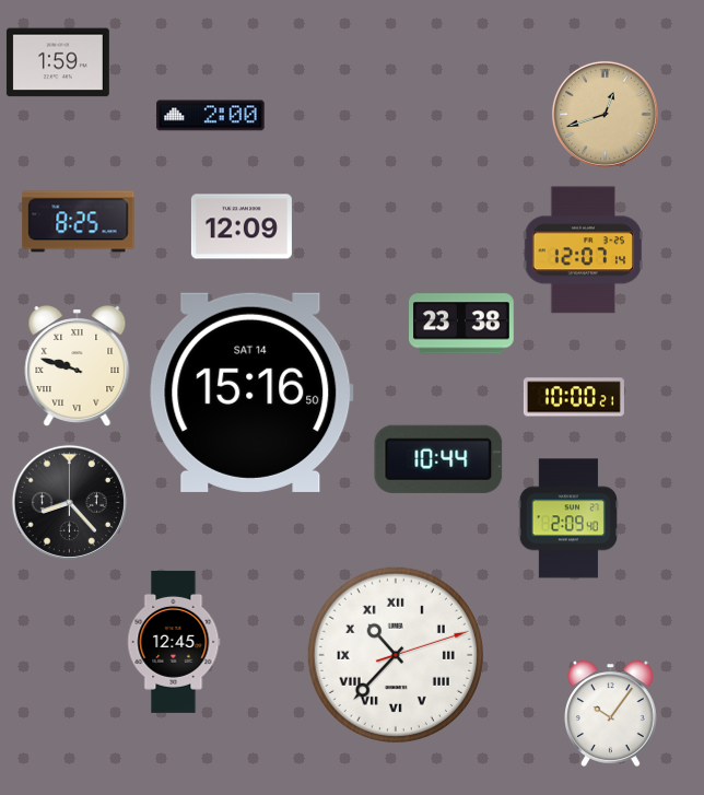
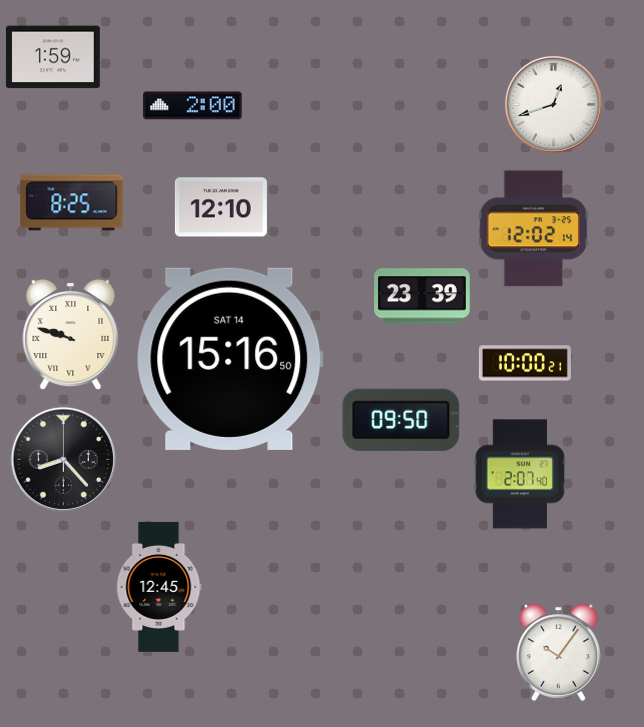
clock at (605, 114) dial: champagne -> white
clock at (242, 226): 12:09 -> 12:10
clock at (584, 250): 12:07 -> 12:02
clock at (462, 324): 23:38 -> 23:39
clock at (438, 459): 10:44 -> 09:50
clock at (568, 518): 2:09 -> 2:07
clock at (396, 655): 10:37 -> none
